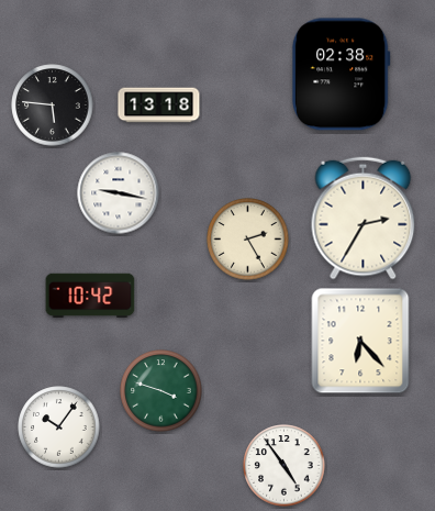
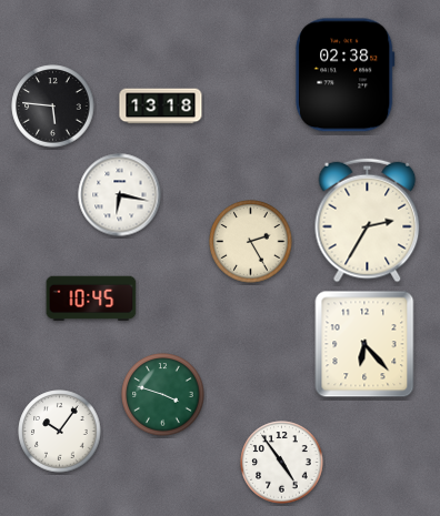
clock at (119, 193): 9:17 -> 6:17
clock at (90, 296): 10:42 -> 10:45
clock at (285, 466) position: (285, 466) -> (282, 463)
